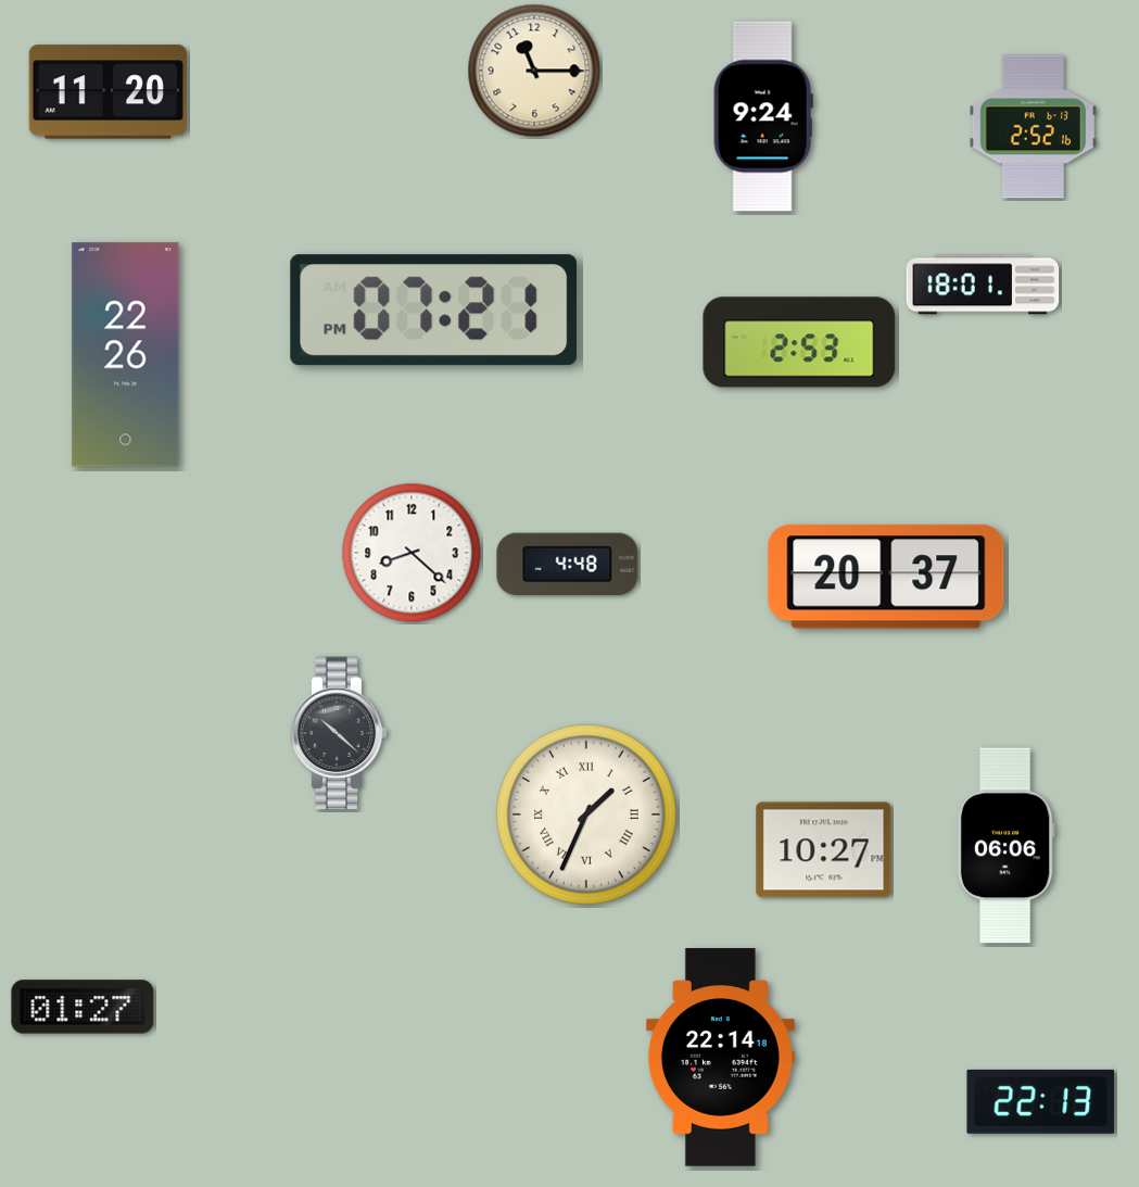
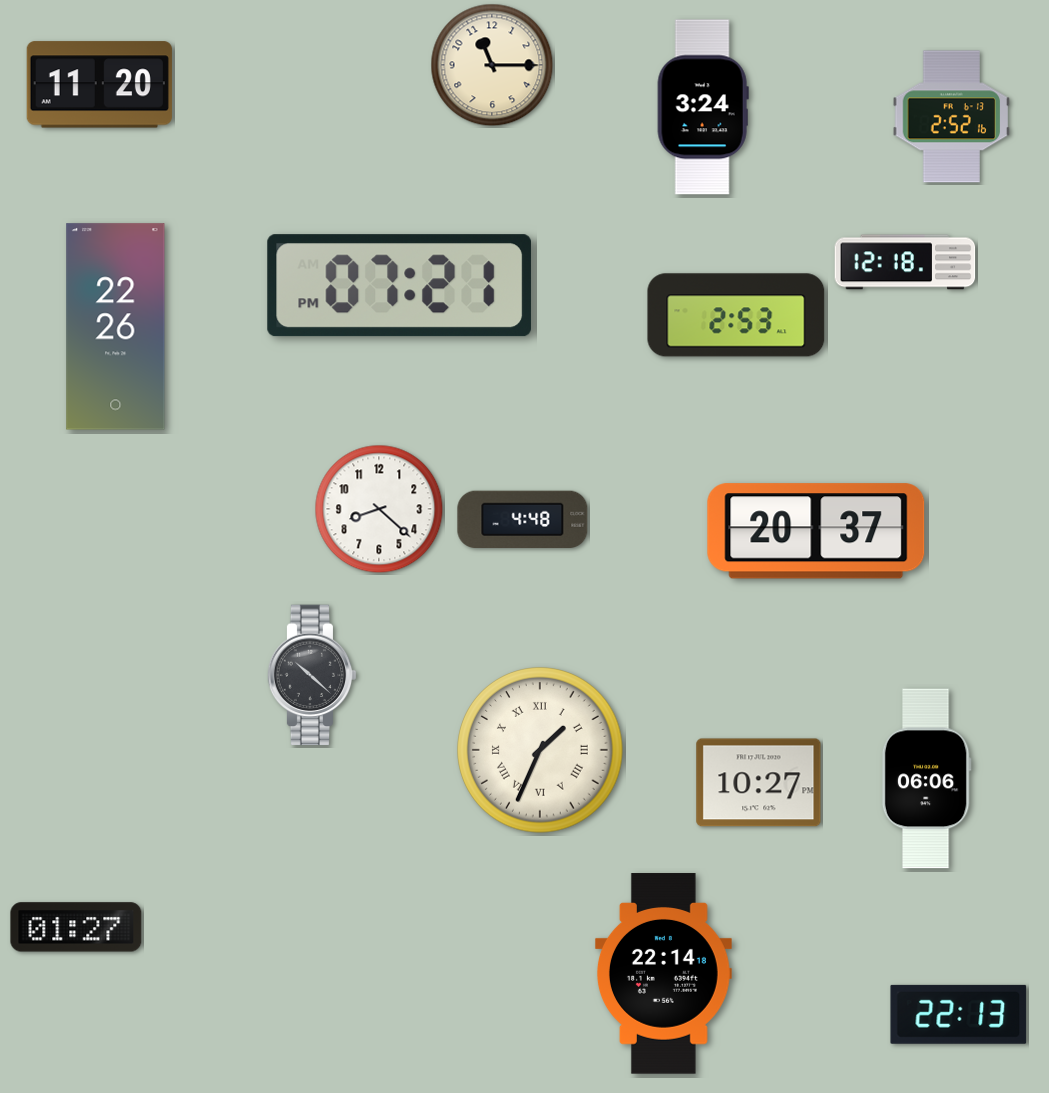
clock at (763, 116): 9:24 -> 3:24
clock at (983, 285): 18:01 -> 12:18
